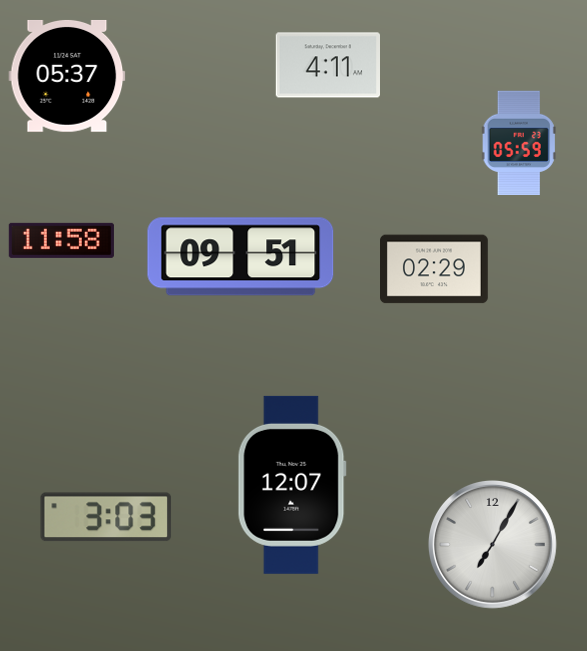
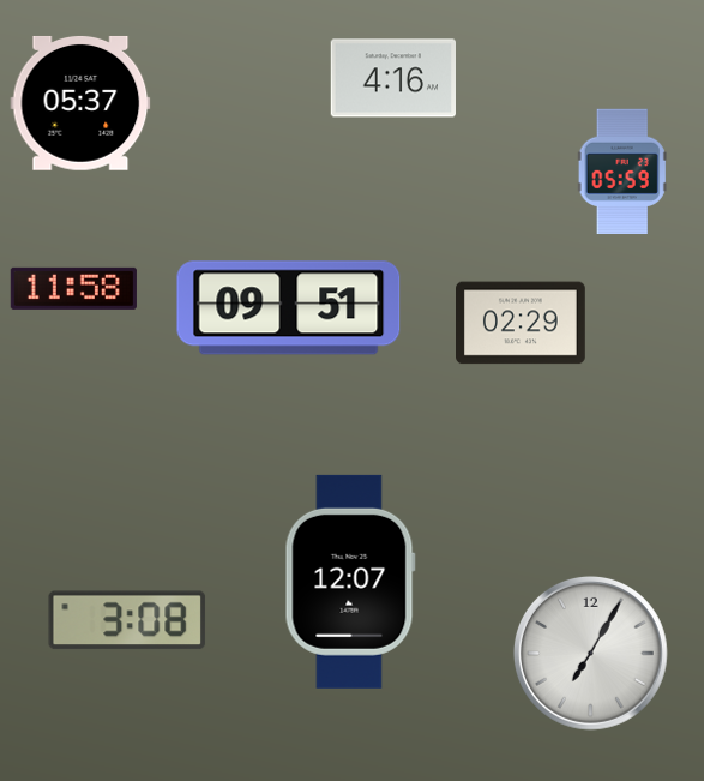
clock at (328, 65): 4:11 -> 4:16
clock at (67, 76) position: (67, 76) -> (80, 103)
clock at (106, 517): 3:03 -> 3:08
